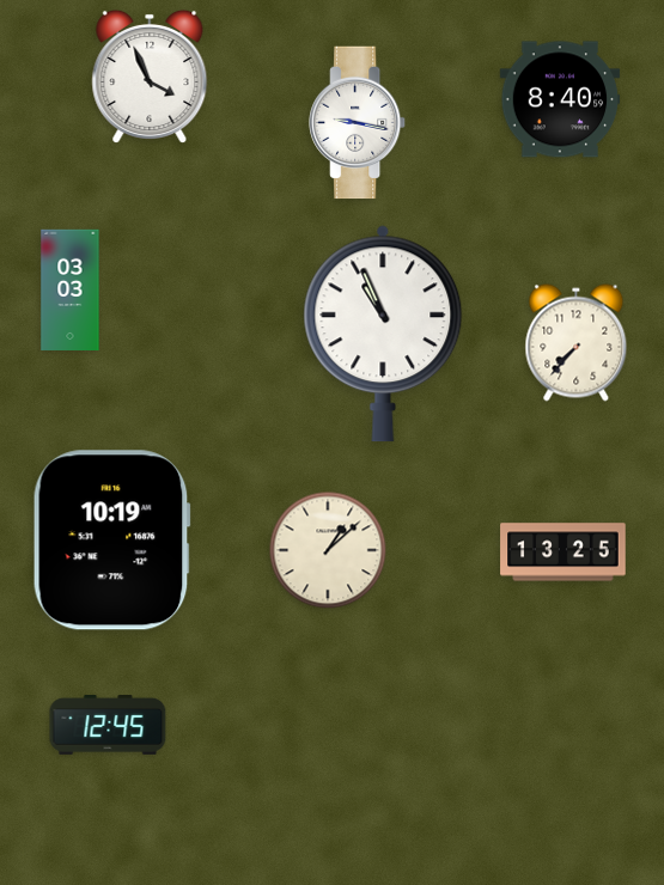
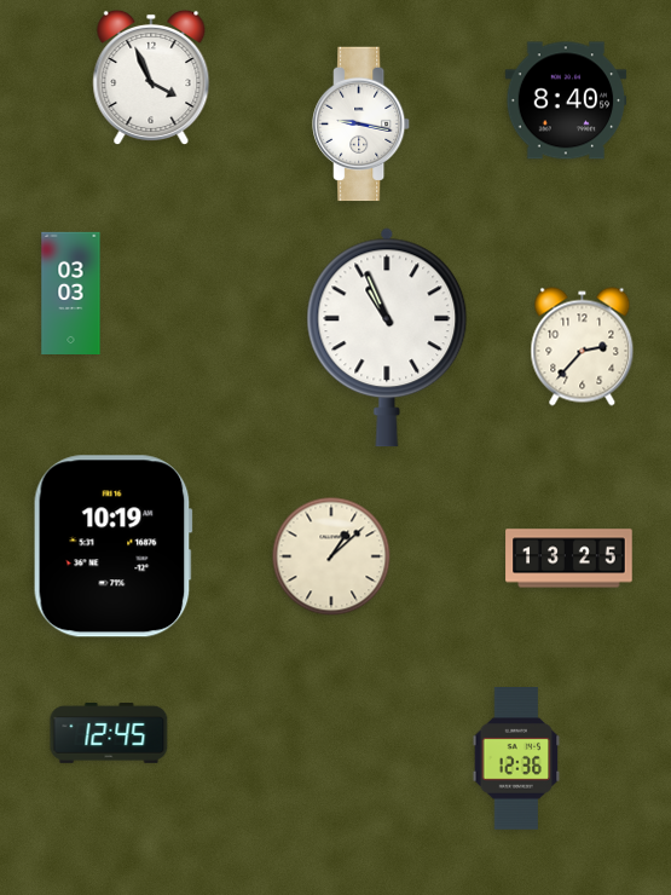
clock at (577, 343): 7:37 -> 2:37
clock at (516, 760): none -> 12:36
